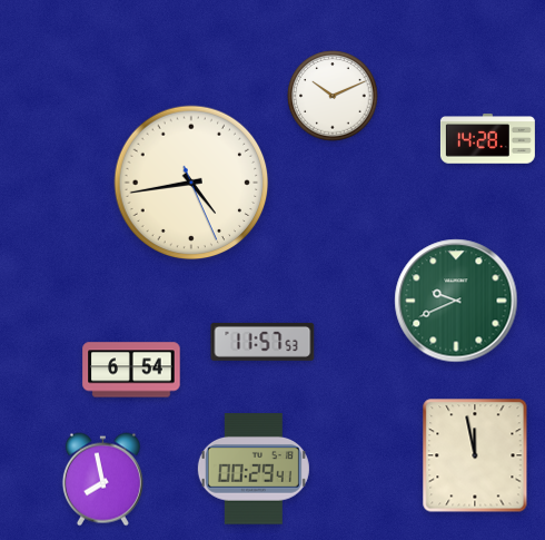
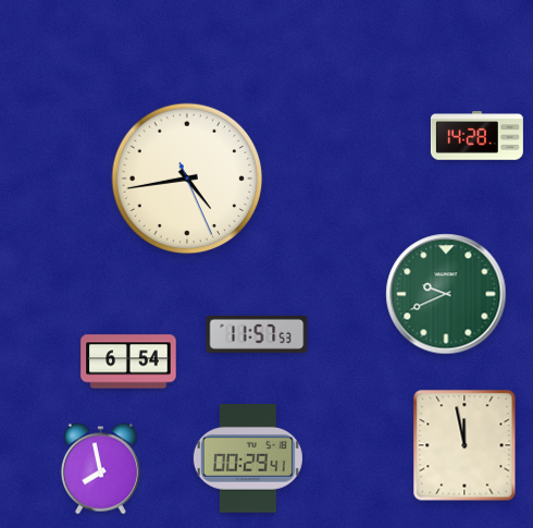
clock at (333, 96): 10:11 -> none
